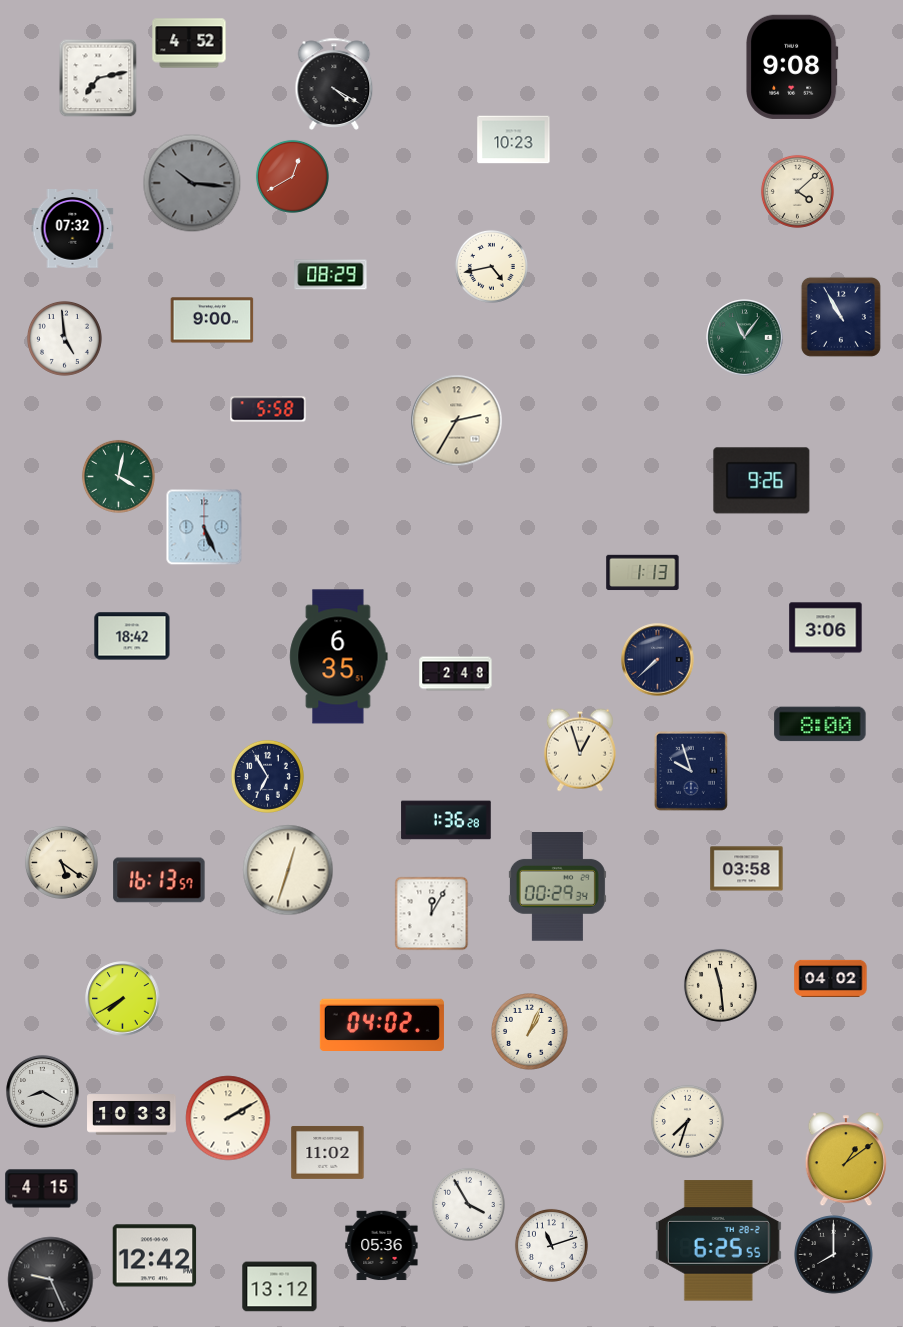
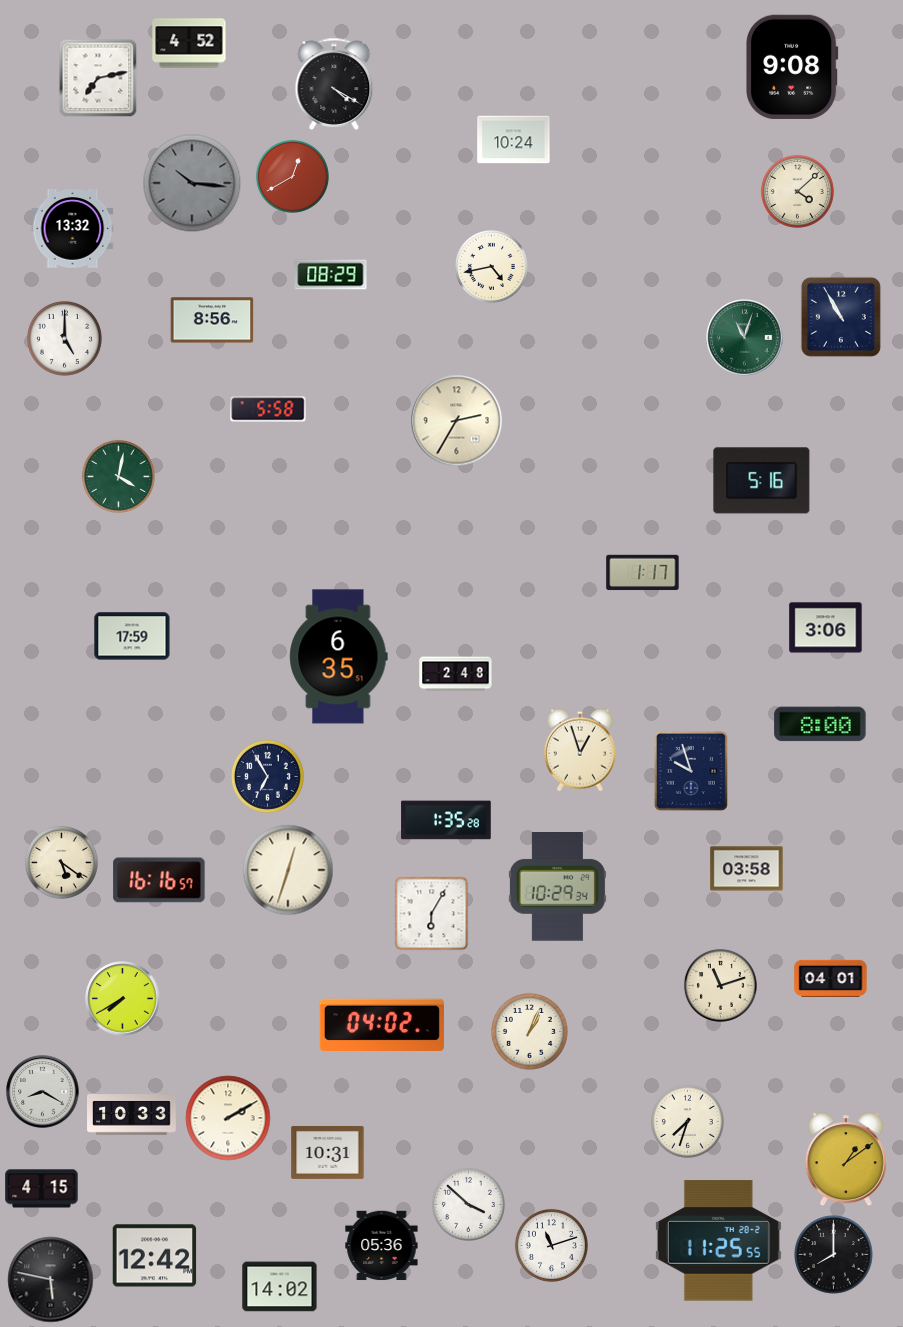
clock at (514, 140): 10:23 -> 10:24
clock at (73, 229): 07:32 -> 13:32
clock at (212, 320): 9:00 -> 8:56
clock at (64, 338): 4:59 -> 5:00
clock at (745, 338): 11:06 -> 11:03
clock at (762, 481): 9:26 -> 5:16
clock at (204, 527): 5:26 -> none
clock at (643, 573): 1:13 -> 1:17
clock at (132, 636): 18:42 -> 17:59
clock at (658, 660): 7:38 -> none
clock at (446, 820): 1:36 -> 1:35
clock at (159, 880): 16:13 -> 16:16
clock at (557, 887): 00:29 -> 10:29
clock at (432, 914): 12:05 -> 6:05
clock at (831, 978): 04:02 -> 04:01
clock at (720, 985): 11:29 -> 11:12
clock at (328, 1152): 11:02 -> 10:31
clock at (468, 1204): 3:55 -> 3:52
clock at (718, 1241): 6:25 -> 11:25
clock at (51, 1280): 9:26 -> 5:47
clock at (280, 1287): 13:12 -> 14:02
